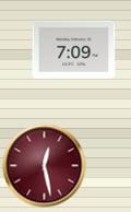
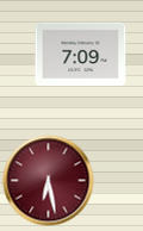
clock at (45, 166): 12:28 -> 6:28
